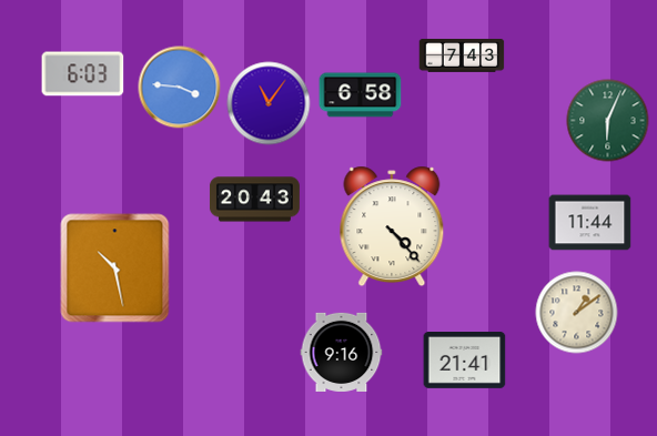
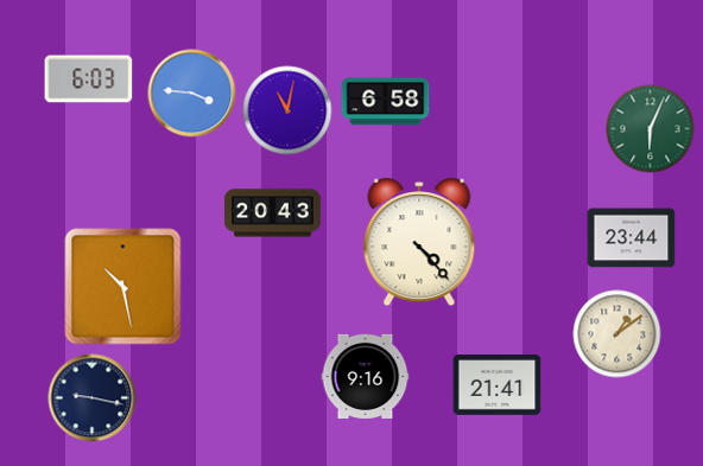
clock at (462, 55): 7:43 -> none
clock at (269, 103): 11:06 -> 11:02
clock at (590, 223): 11:44 -> 23:44
clock at (93, 398): none -> 9:17
